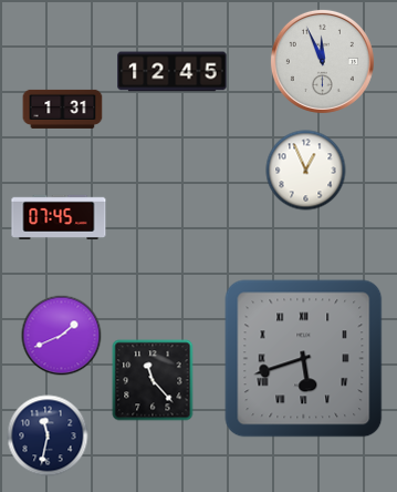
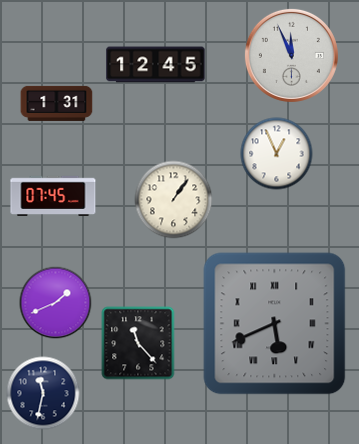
clock at (63, 109) position: (63, 109) -> (57, 103)
clock at (174, 200): none -> 1:06
clock at (304, 359): 5:42 -> 5:41
